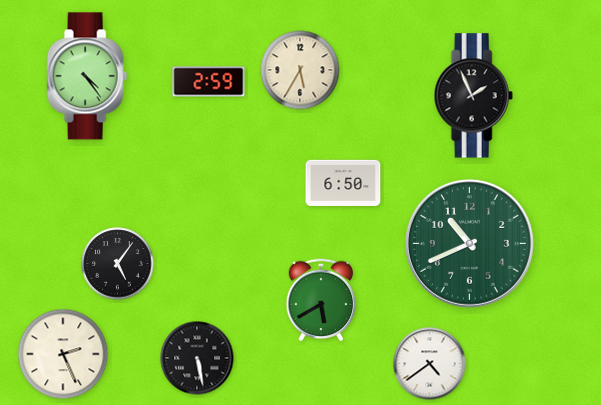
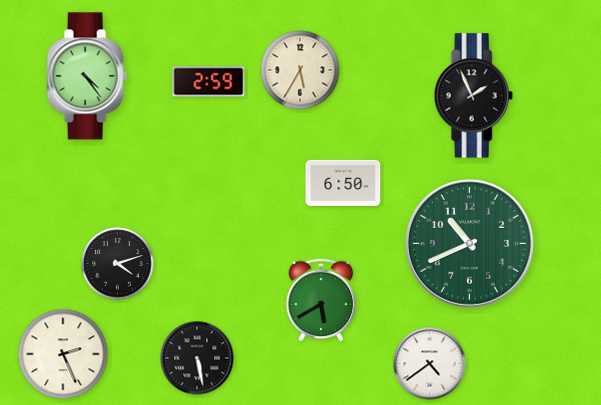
clock at (118, 264): 5:06 -> 4:12
